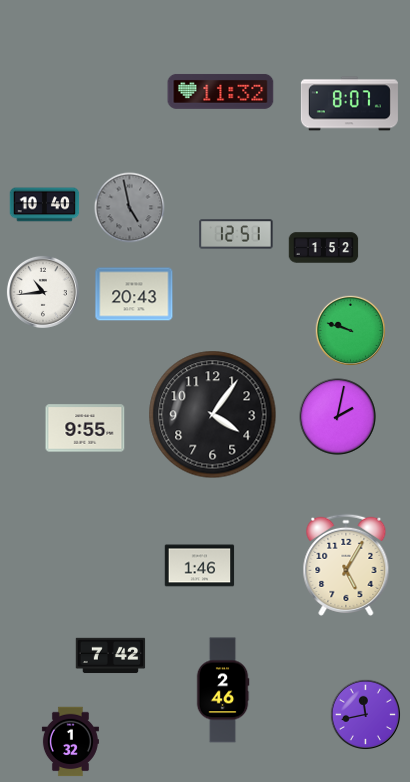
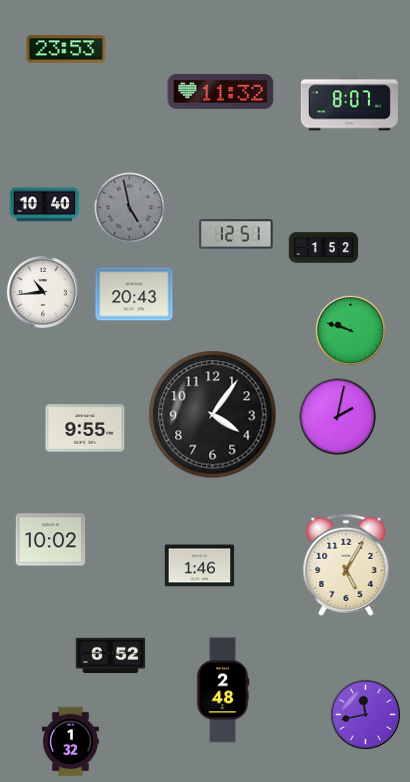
clock at (66, 49): none -> 23:53
clock at (51, 540): none -> 10:02
clock at (111, 656): 7:42 -> 6:52
clock at (223, 690): 2:46 -> 2:48
